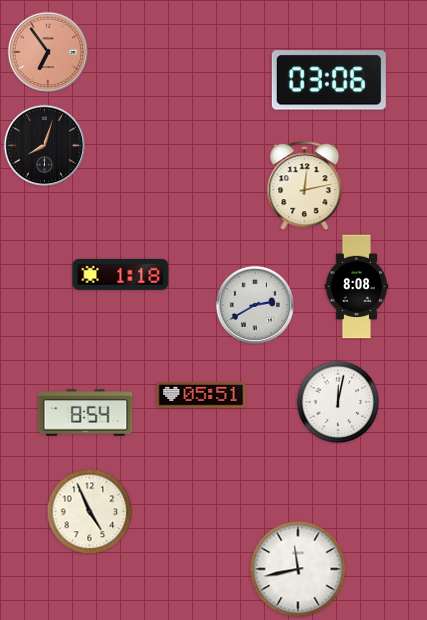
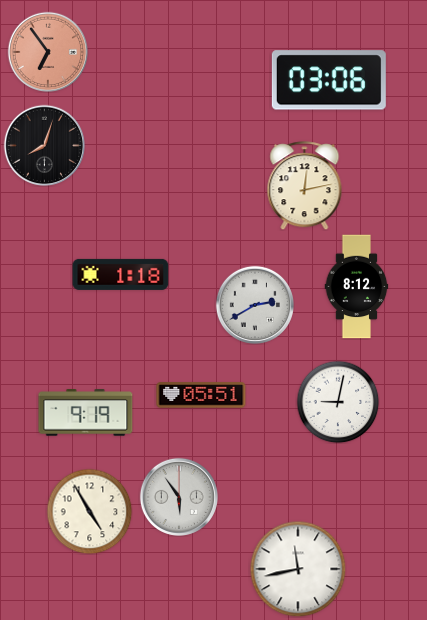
clock at (357, 287): 8:08 -> 8:12
clock at (338, 402): 12:02 -> 9:02
clock at (86, 413): 8:54 -> 9:19
clock at (179, 497): none -> 5:54
clock at (89, 511): 4:56 -> 4:55
